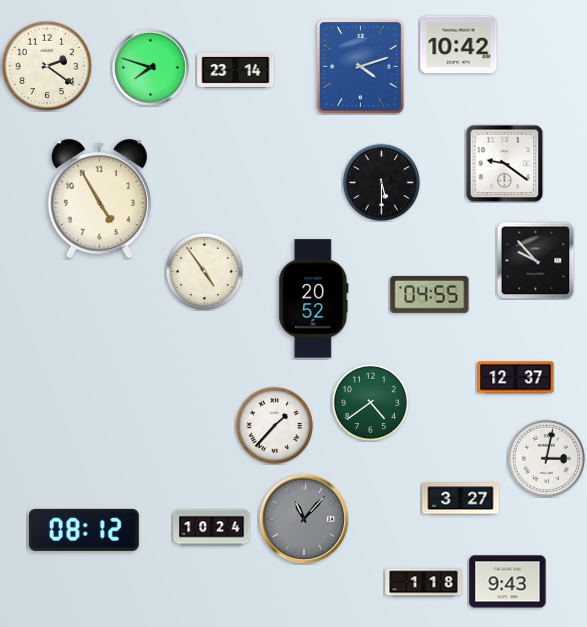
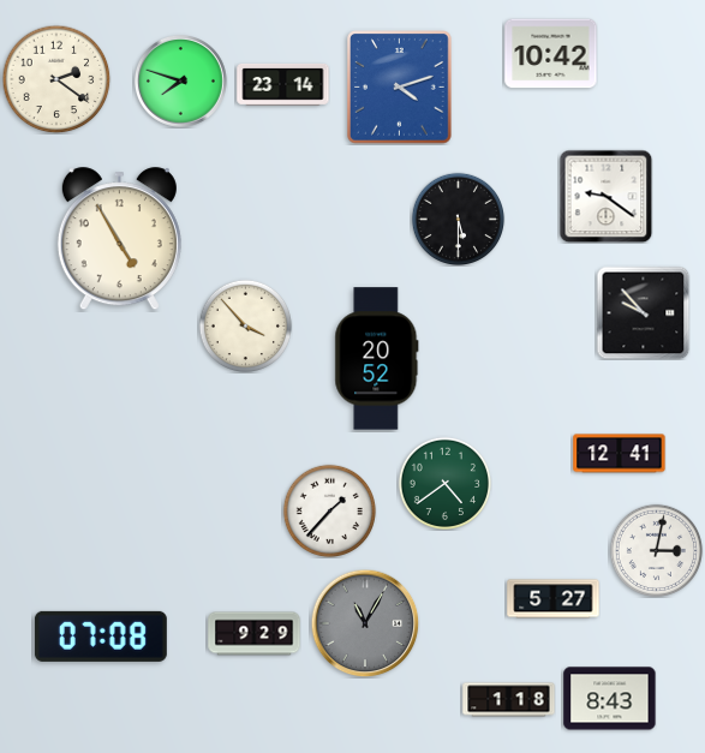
clock at (361, 67) position: (361, 67) -> (400, 88)
clock at (204, 271): 4:54 -> 3:53
clock at (430, 294): 04:55 -> none
clock at (516, 378): 12:37 -> 12:41
clock at (461, 499): 3:27 -> 5:27
clock at (304, 519): 11:07 -> 11:05
clock at (212, 528): 10:24 -> 9:29
clock at (84, 530): 08:12 -> 07:08
clock at (508, 582): 9:43 -> 8:43
